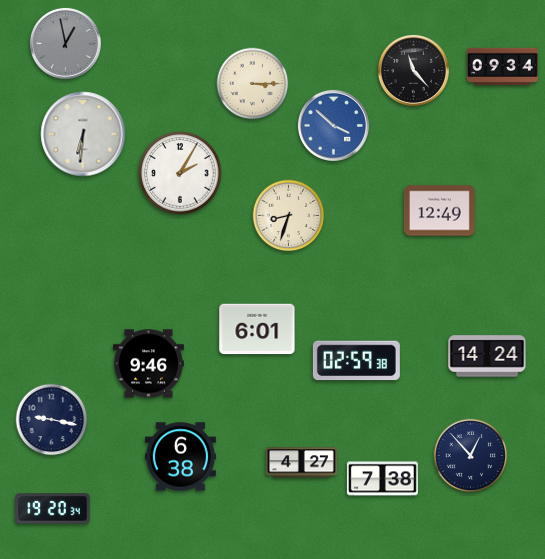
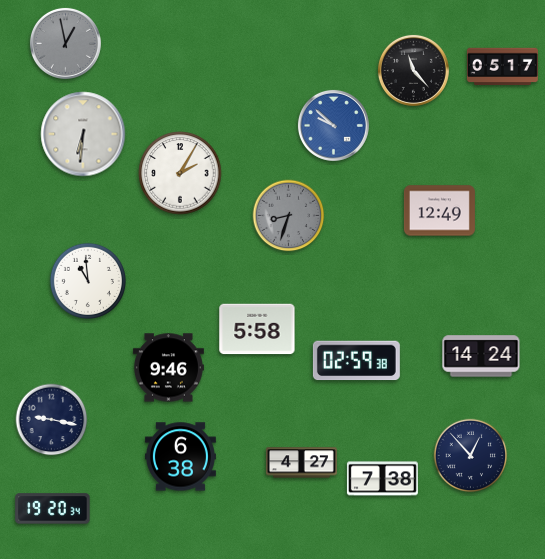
clock at (502, 67): 09:34 -> 05:17
clock at (253, 84): 3:15 -> none
clock at (333, 125): 3:52 -> 9:52
clock at (289, 216) dial: cream -> grey
clock at (88, 281): none -> 10:59
clock at (257, 329): 6:01 -> 5:58
clock at (487, 356) position: (487, 356) -> (481, 356)
clock at (148, 364) position: (148, 364) -> (168, 368)
